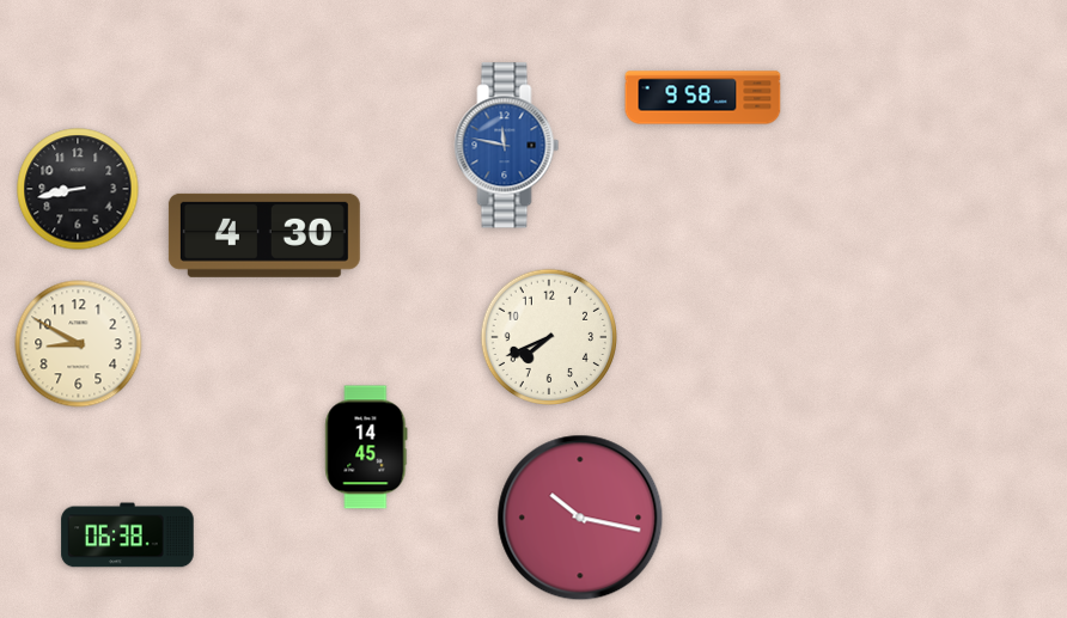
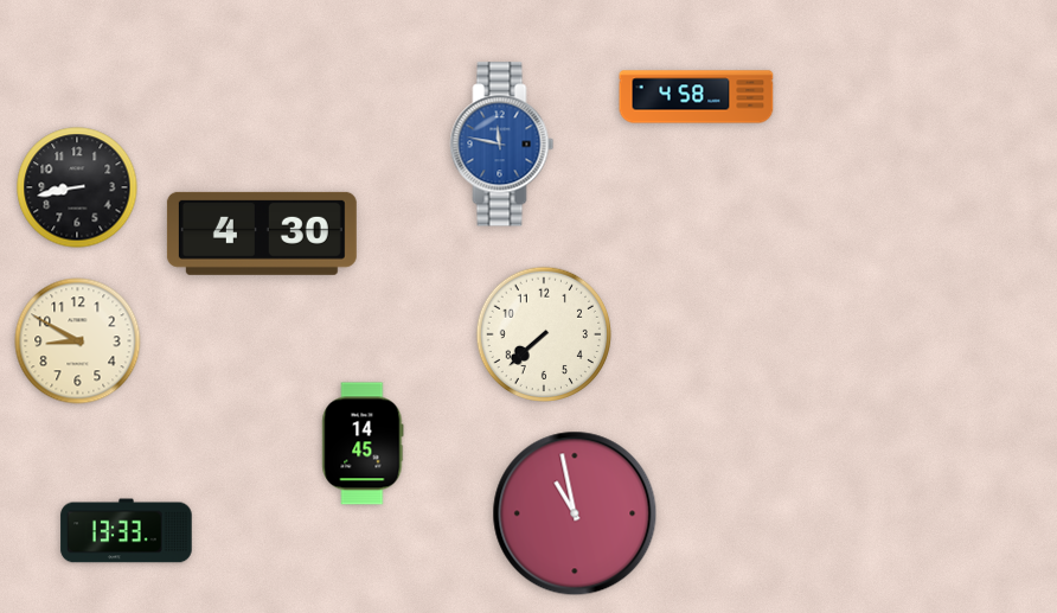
clock at (703, 98): 9:58 -> 4:58
clock at (548, 336): 7:41 -> 7:38
clock at (580, 518): 10:17 -> 10:58
clock at (128, 536): 06:38 -> 13:33
